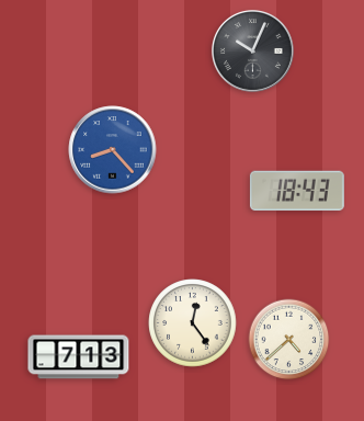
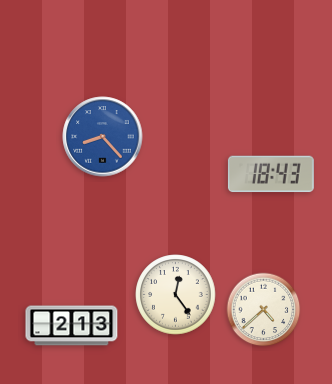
clock at (252, 50): 10:04 -> none
clock at (79, 357): 7:13 -> 2:13
